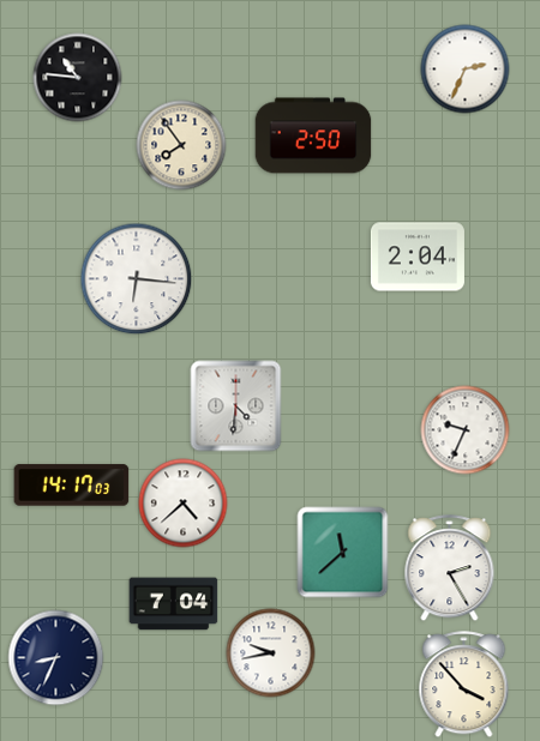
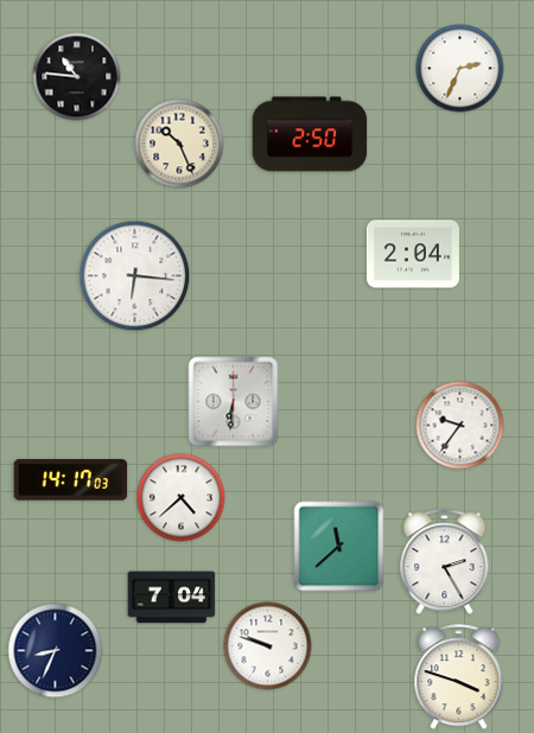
clock at (181, 145): 7:54 -> 10:26
clock at (236, 406): 4:31 -> 6:31
clock at (466, 430): 9:34 -> 9:36
clock at (271, 653): 9:43 -> 9:48
clock at (464, 685): 3:53 -> 3:48
